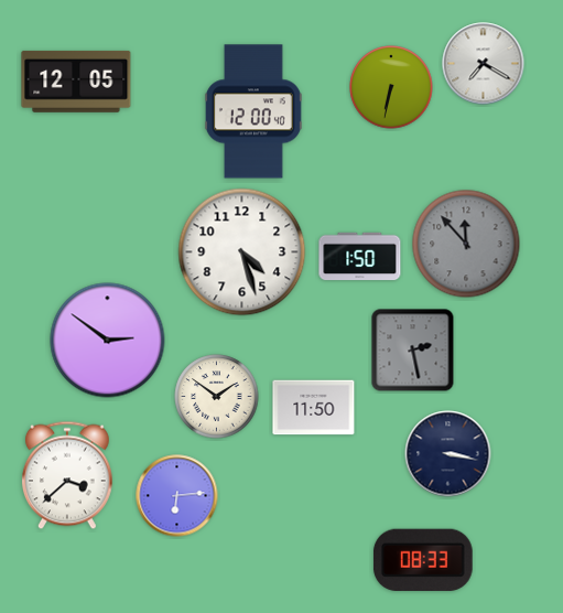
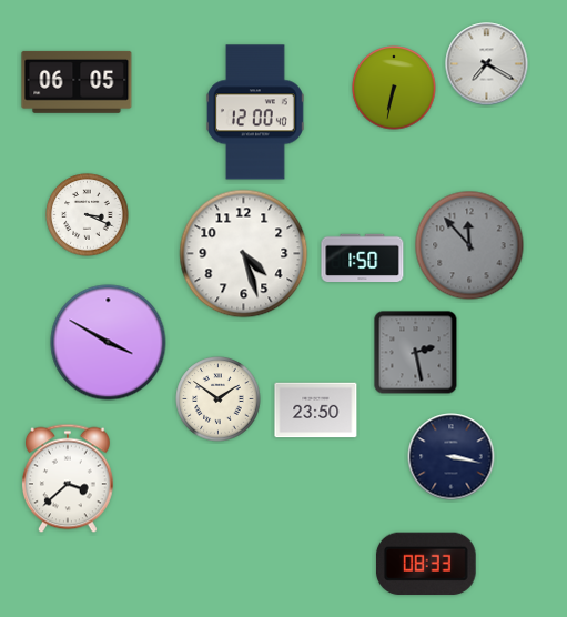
clock at (76, 82): 12:05 -> 06:05
clock at (88, 215): none -> 3:19
clock at (108, 341): 2:51 -> 3:50
clock at (314, 408): 11:50 -> 23:50
clock at (177, 496): 6:14 -> none
